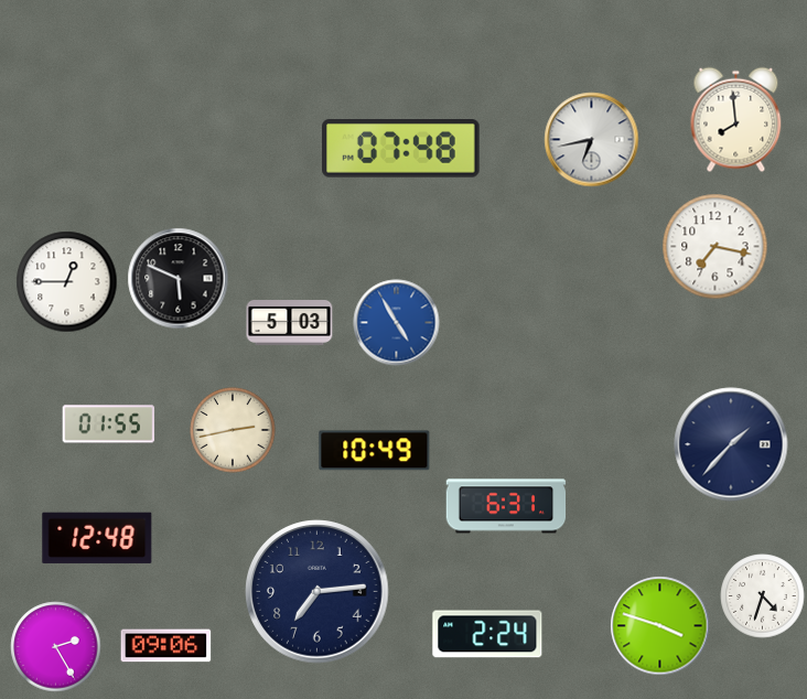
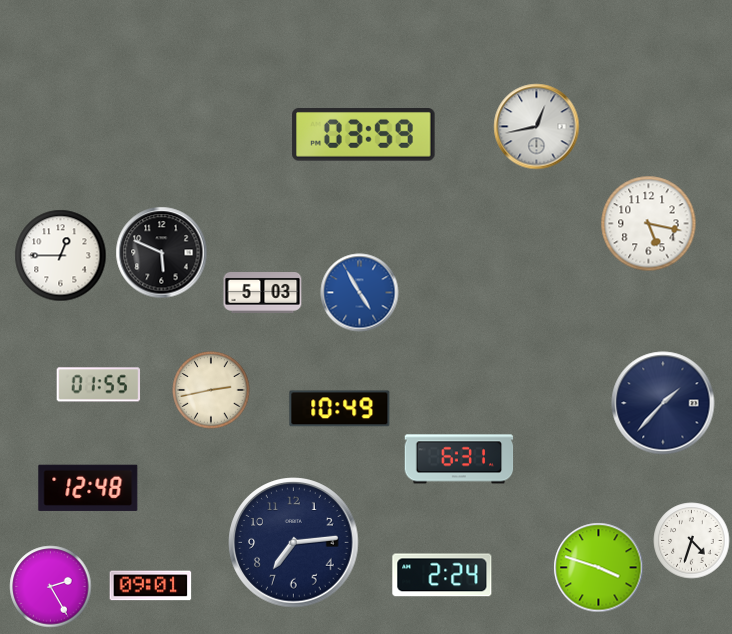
clock at (736, 120): 7:59 -> none
clock at (592, 140): 6:43 -> 12:43
clock at (401, 149): 07:48 -> 03:59
clock at (715, 247): 7:17 -> 5:17
clock at (318, 592) position: (318, 592) -> (294, 543)
clock at (166, 646): 09:06 -> 09:01
